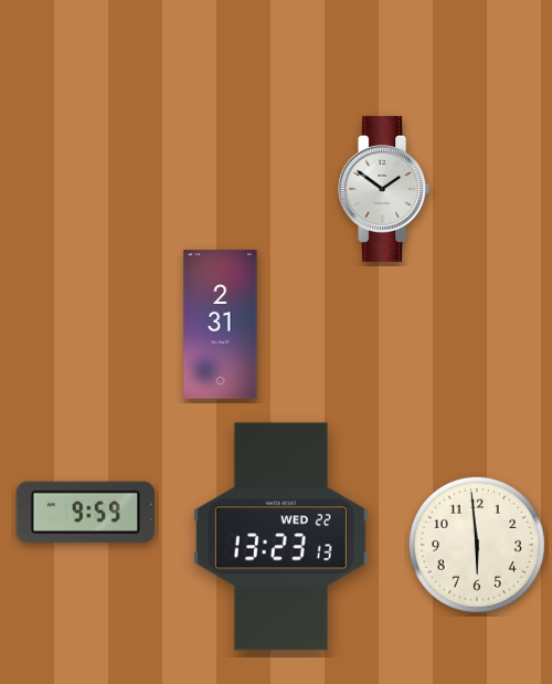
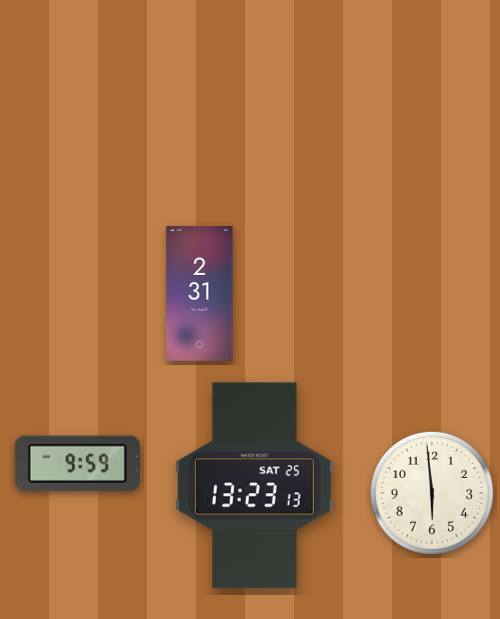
clock at (385, 189): 1:51 -> none
clock at (280, 537) date: WED 22 -> SAT 25
